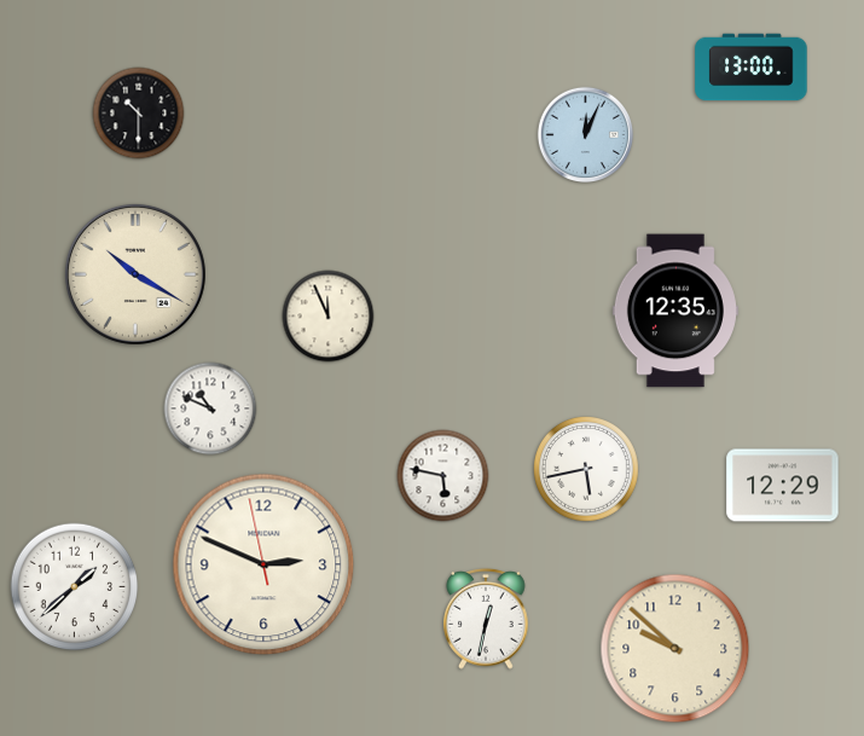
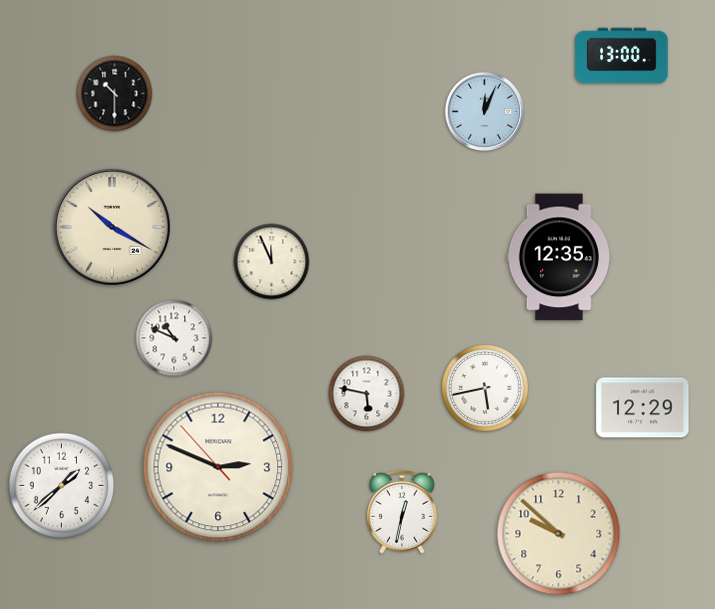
clock at (783, 486) position: (783, 486) -> (643, 408)
clock at (263, 564): 2:48:58 -> 2:48:53
clock at (675, 649) position: (675, 649) -> (559, 534)
